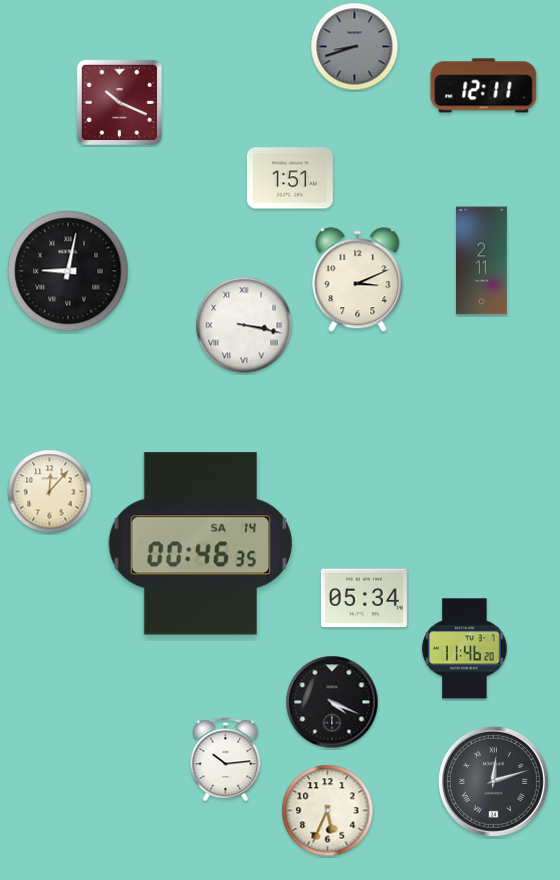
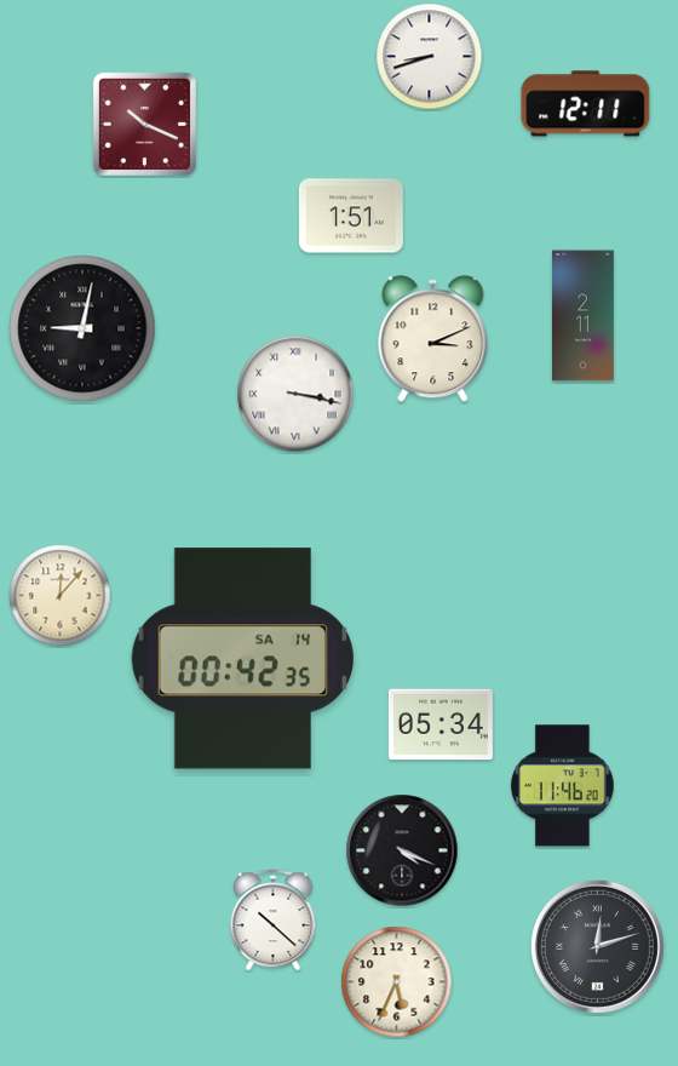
clock at (355, 47) dial: grey -> white
clock at (200, 544): 00:46 -> 00:42
clock at (226, 760): 10:14 -> 10:22
